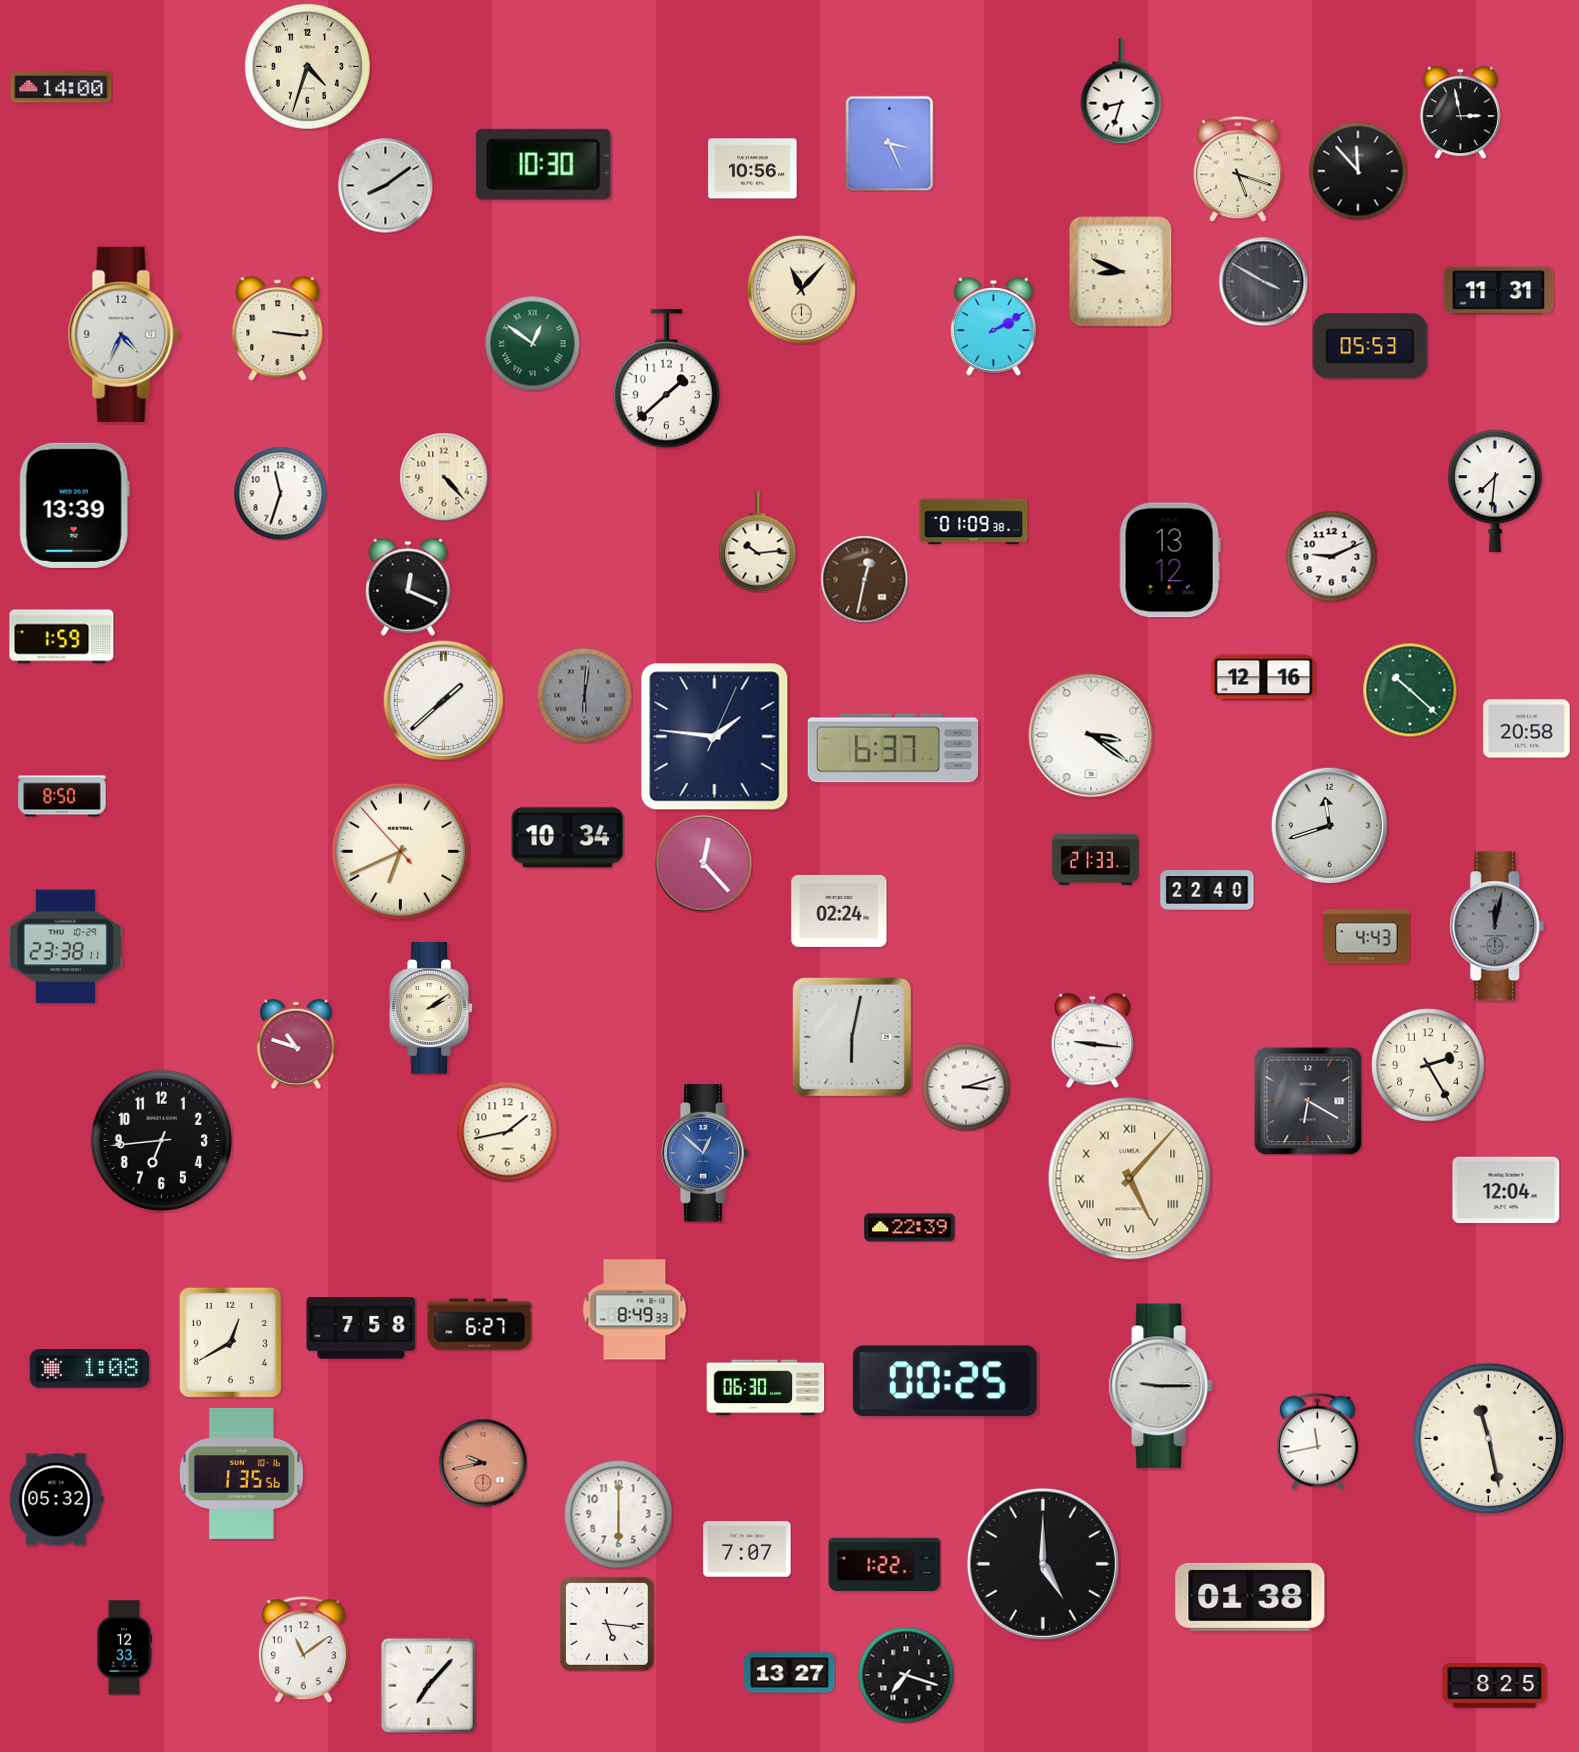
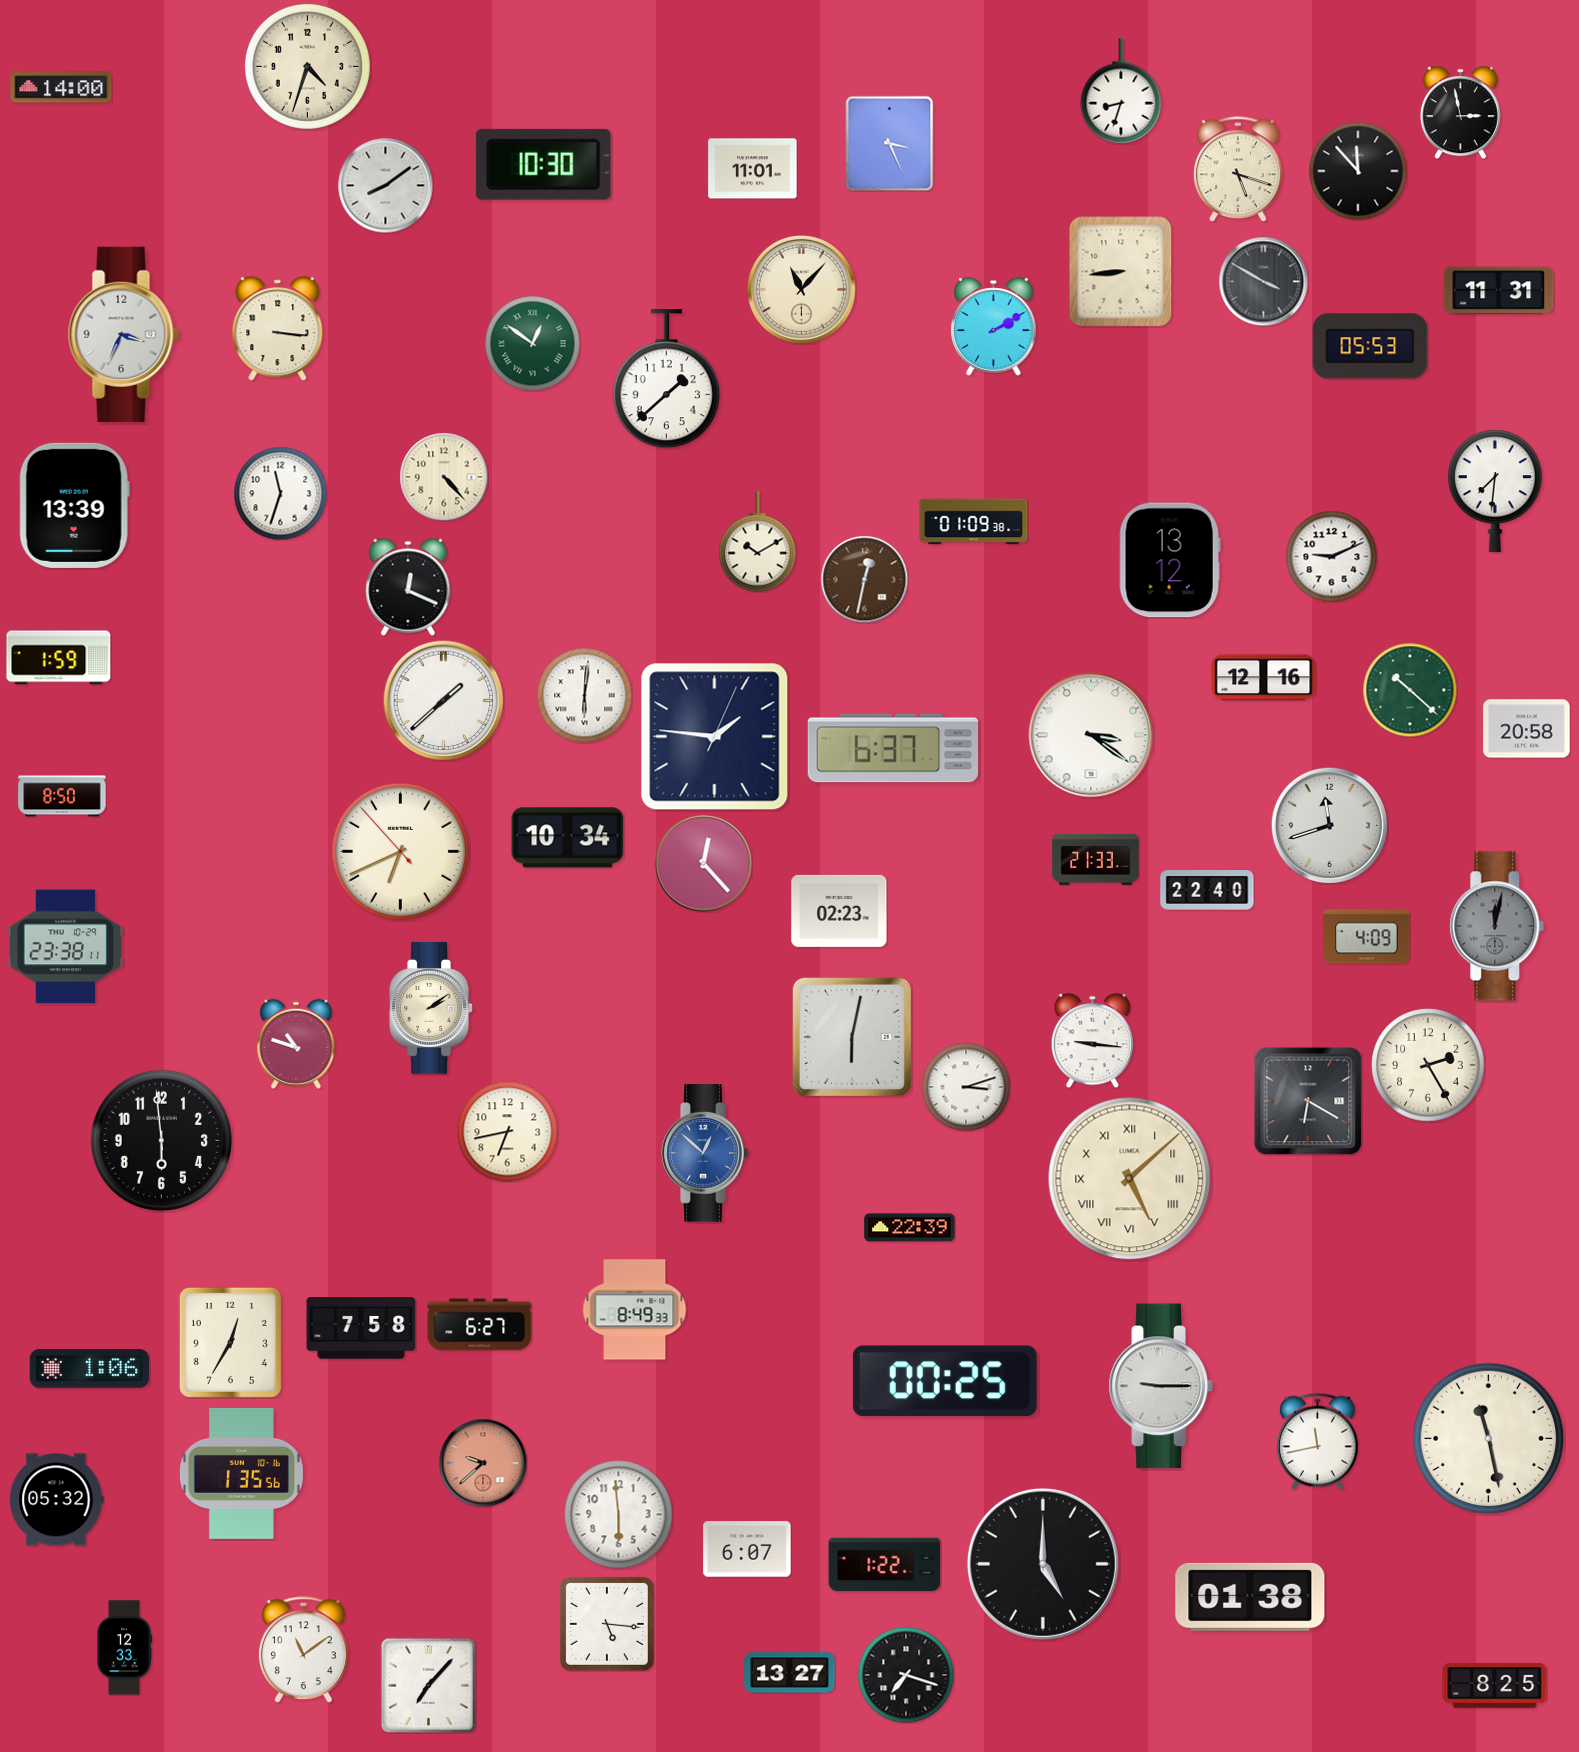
clock at (753, 169): 10:56 -> 11:01
clock at (1121, 272): 8:49 -> 8:44
clock at (123, 334): 4:34 -> 3:34
clock at (758, 542): 10:14 -> 10:10
clock at (62, 637) position: (62, 637) -> (59, 658)
clock at (584, 695) dial: grey -> white
clock at (839, 911): 02:24 -> 02:23
clock at (1367, 937): 4:43 -> 4:09
clock at (508, 1132): 1:43 -> 6:43
clock at (161, 1140): 6:44 -> 5:59
clock at (1130, 1179): 5:07 -> 5:08
clock at (1506, 1190): 12:04 -> none
clock at (230, 1342): 12:40 -> 12:35
clock at (90, 1369): 1:08 -> 1:06
clock at (766, 1388): 06:30 -> none
clock at (483, 1463): 9:43 -> 9:38
clock at (619, 1515): 6:00 -> 5:59
clock at (747, 1549): 7:07 -> 6:07
